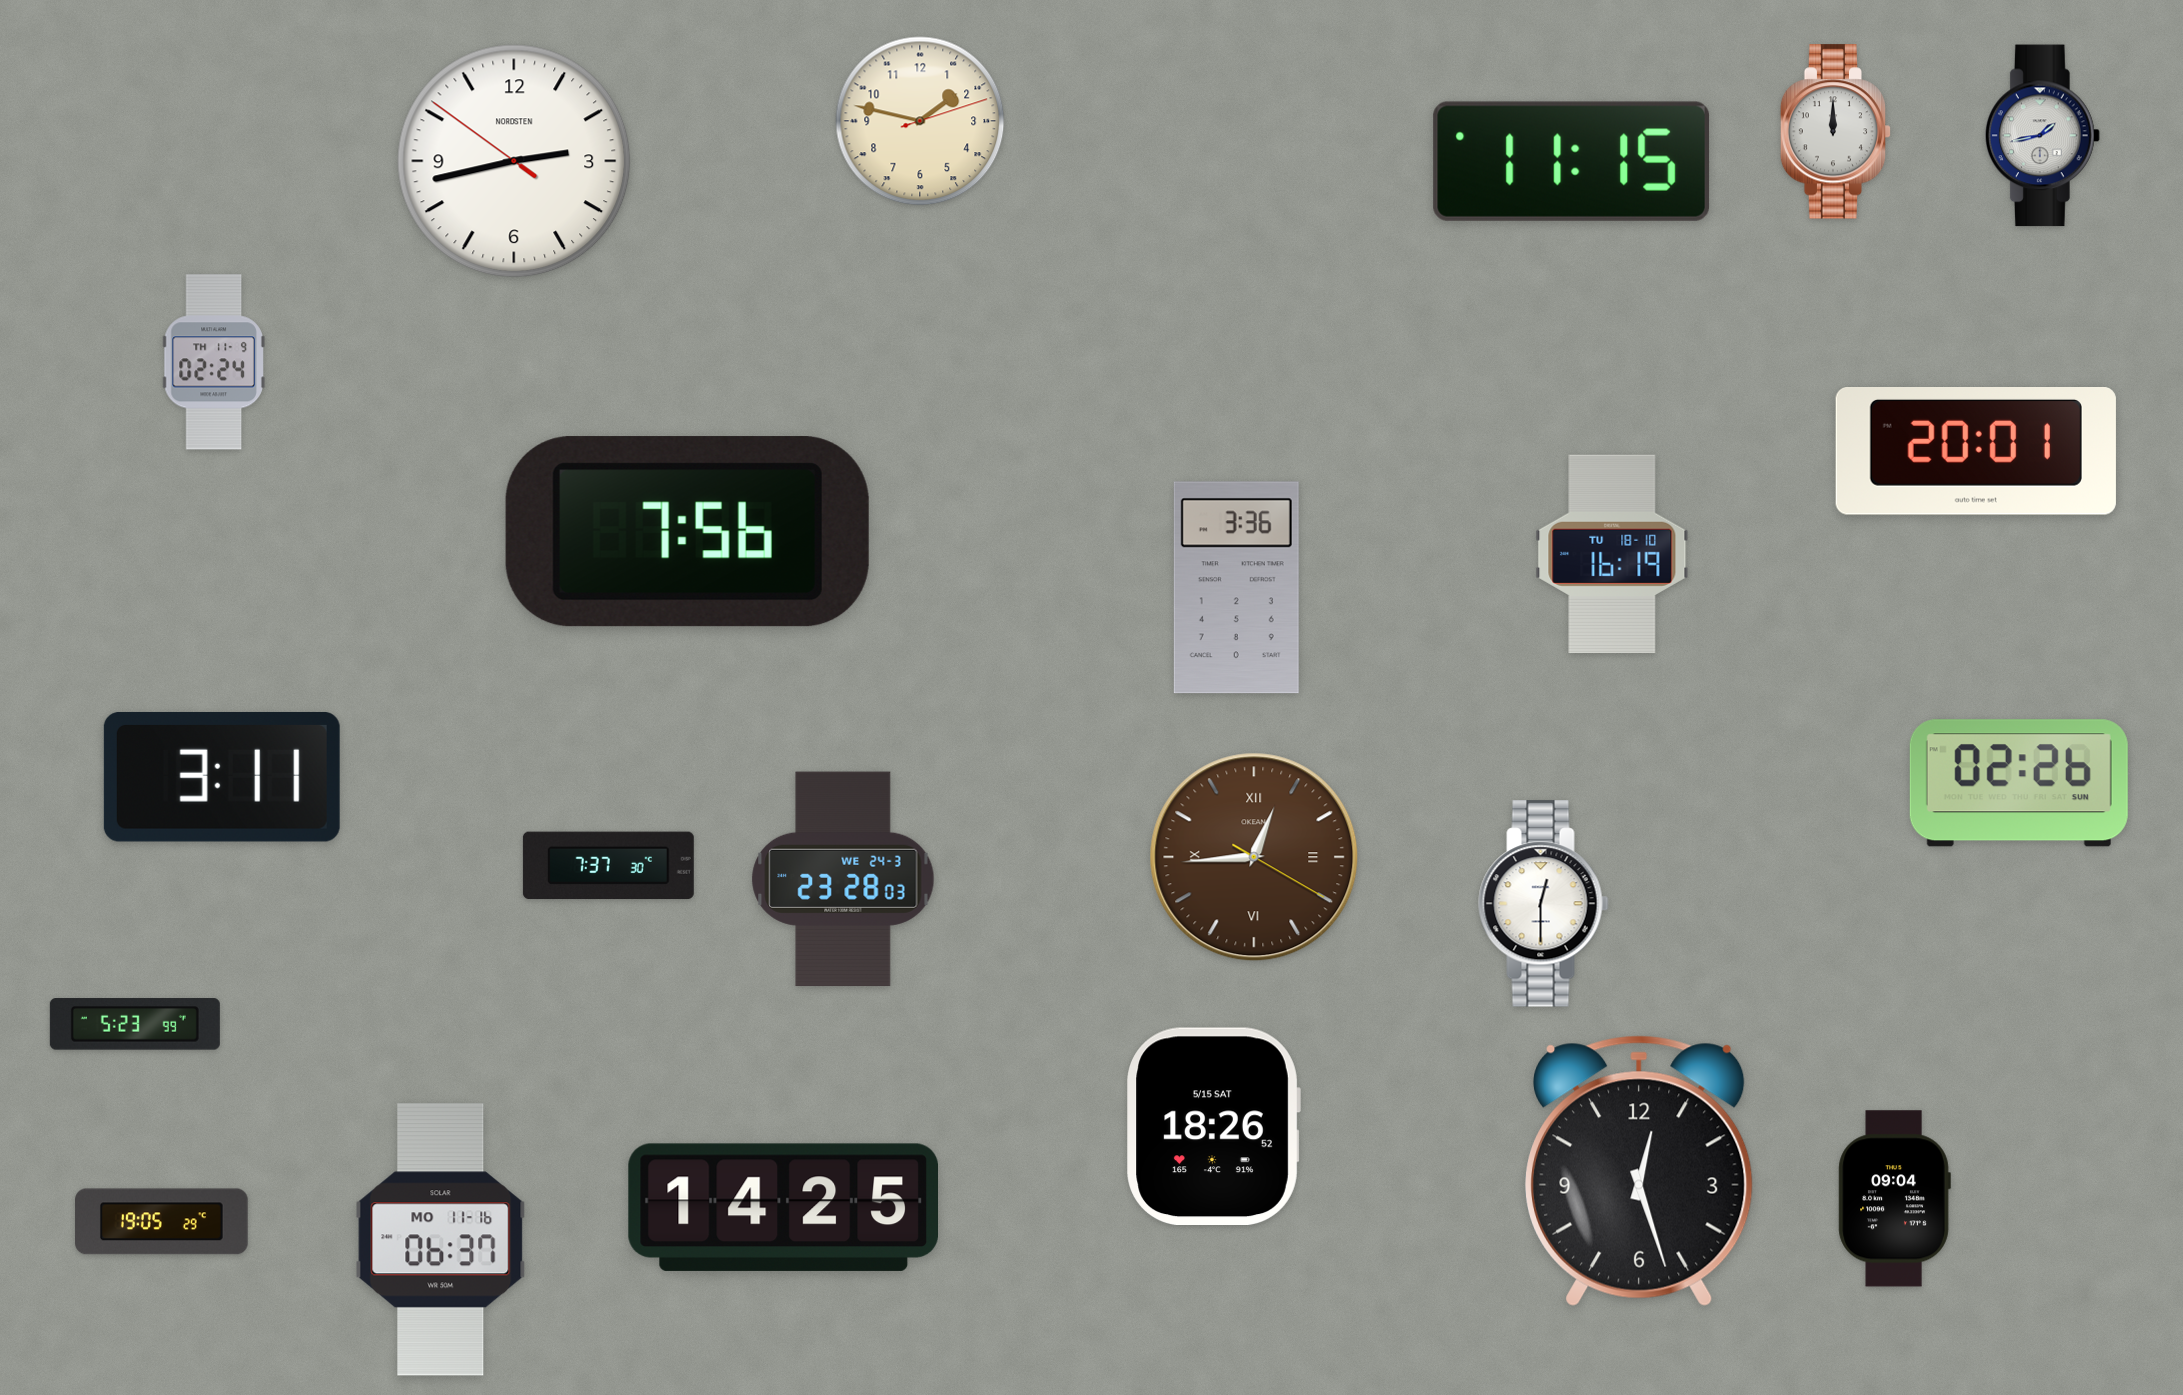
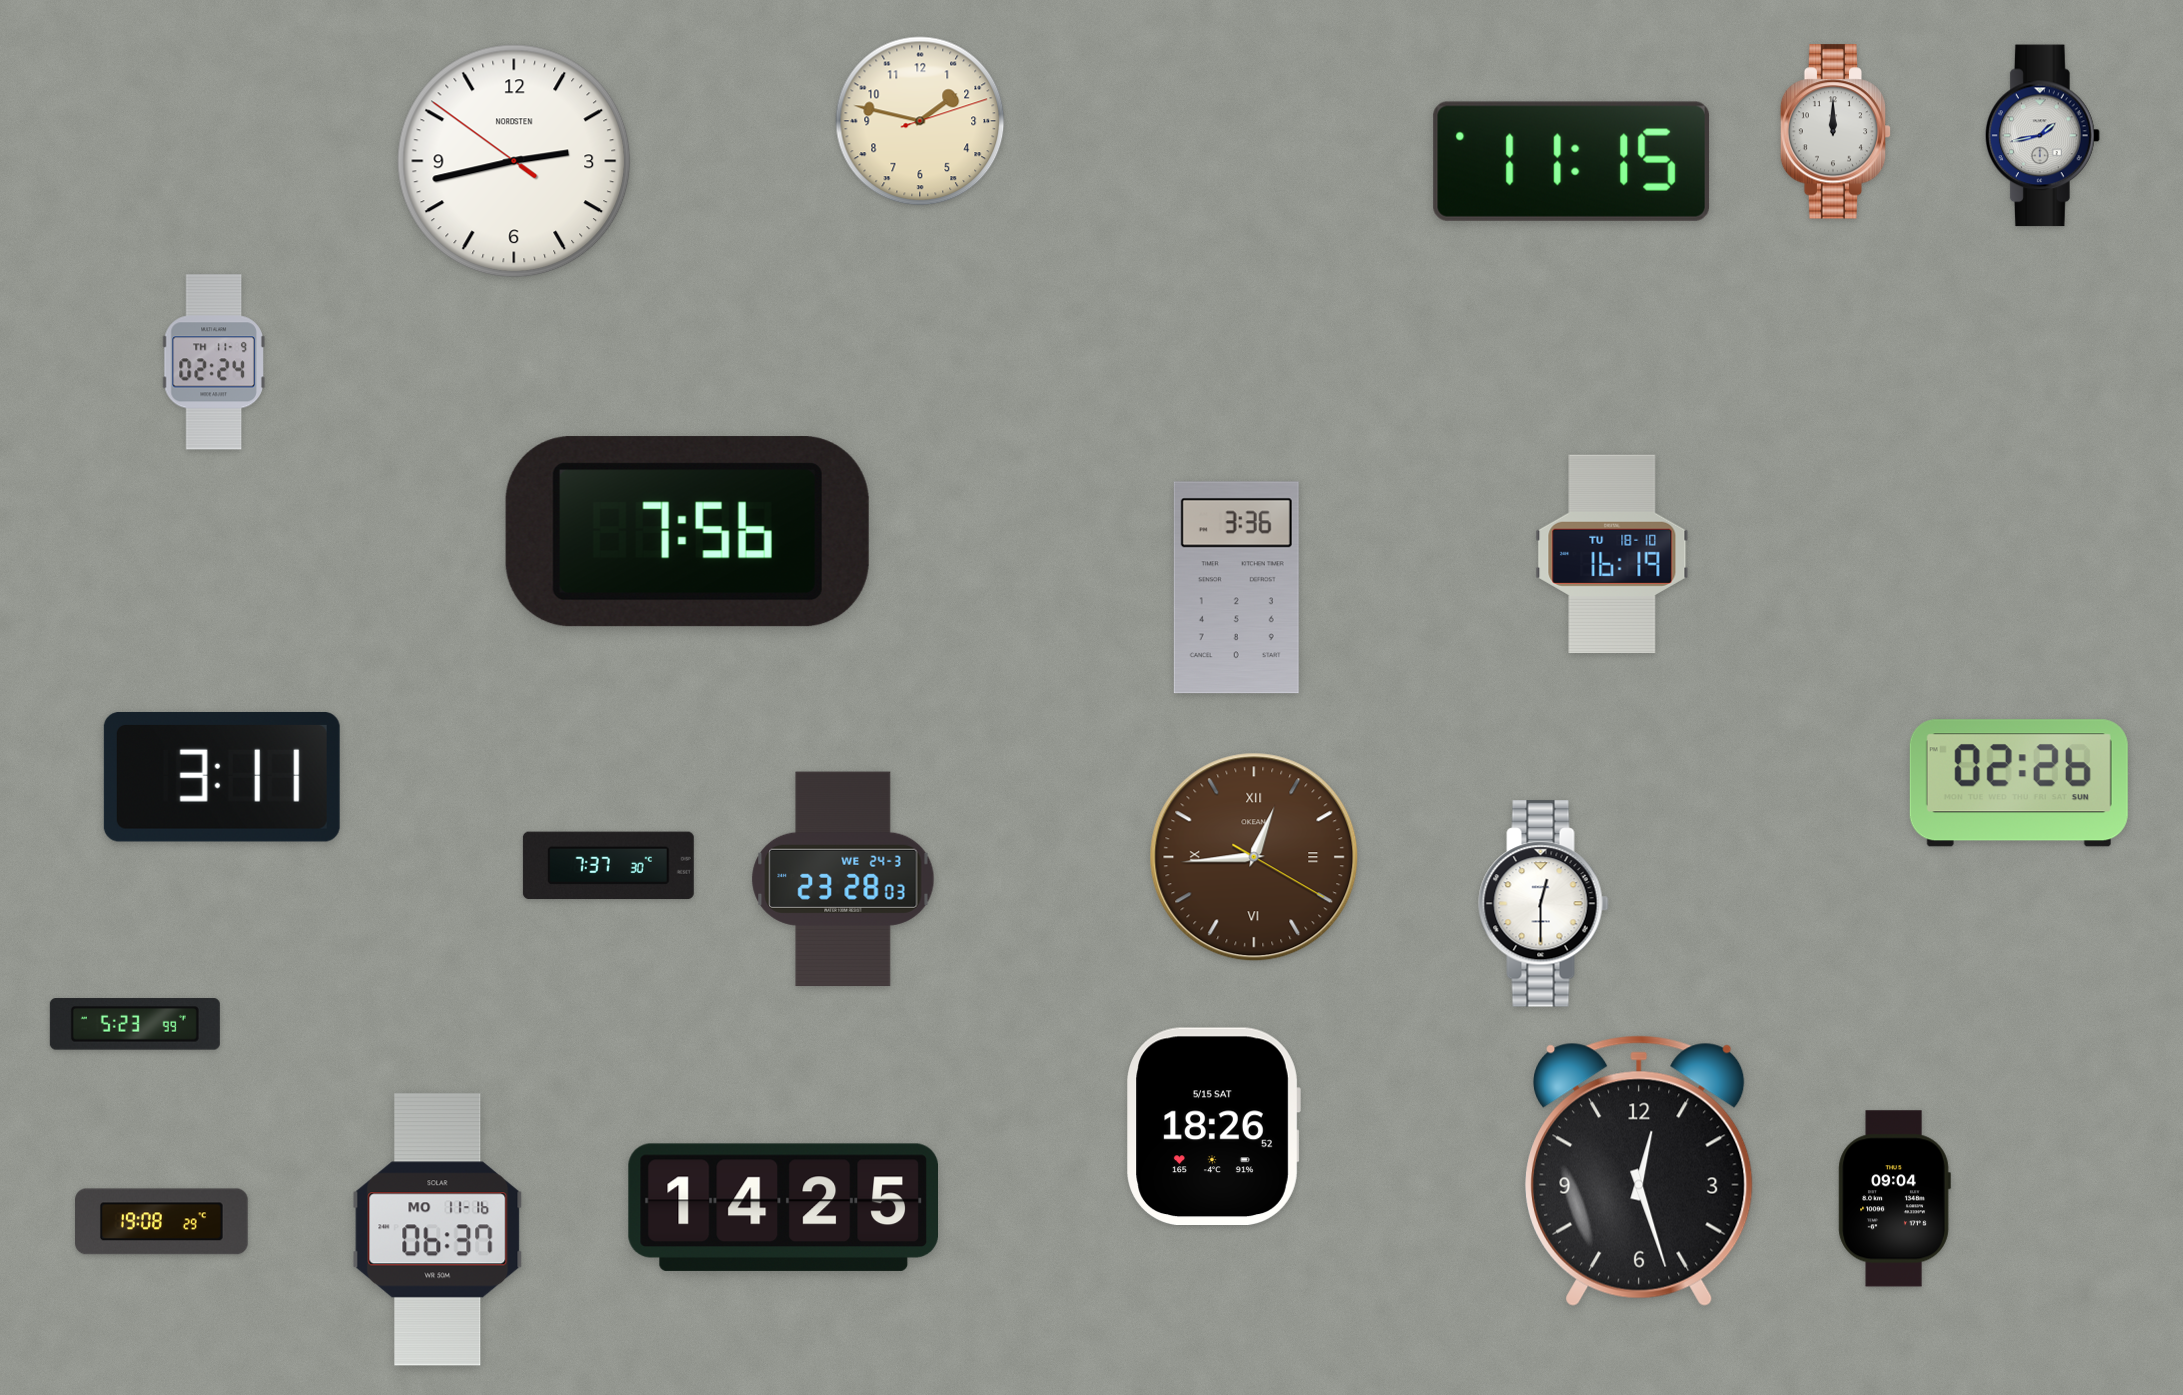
clock at (1976, 452): 20:01 -> none
clock at (162, 1222): 19:05 -> 19:08
clock at (441, 1240) position: (441, 1240) -> (438, 1230)
